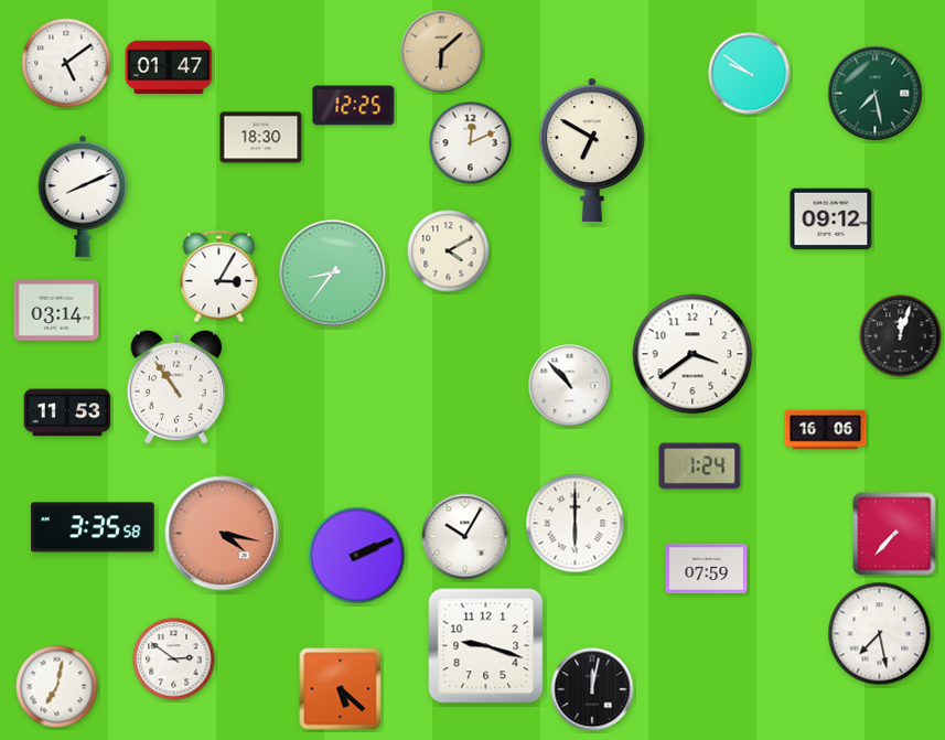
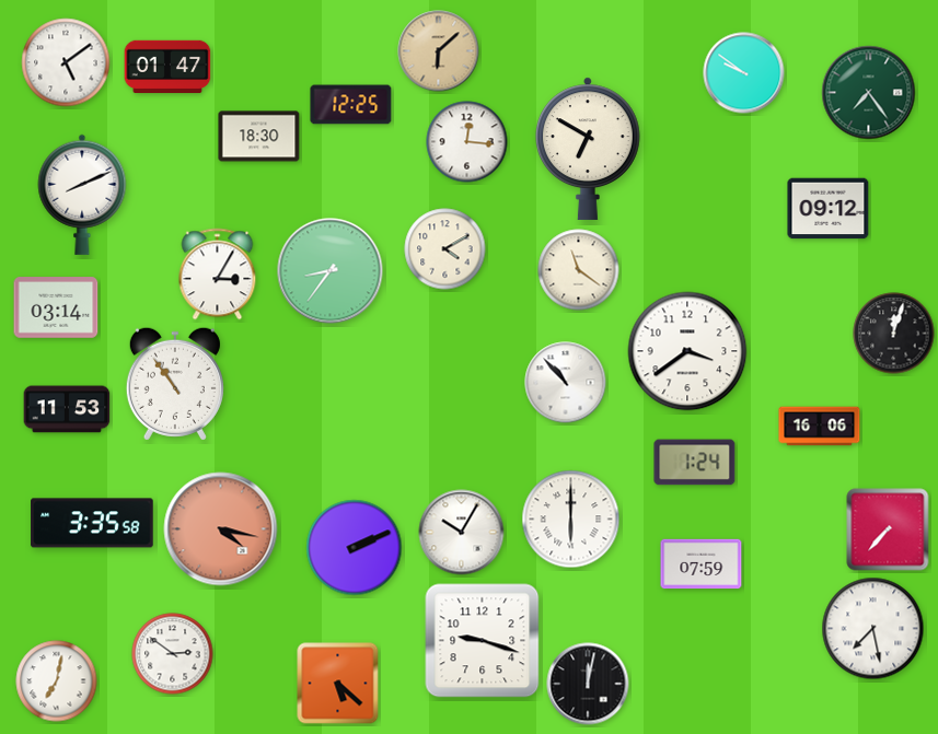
clock at (876, 94): 7:28 -> 7:24
clock at (471, 143): 12:11 -> 12:16
clock at (831, 219) position: (831, 219) -> (829, 209)
clock at (579, 270): none -> 11:21
clock at (357, 556) position: (357, 556) -> (355, 548)
